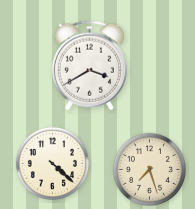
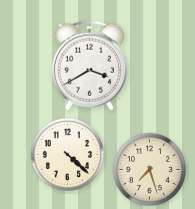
clock at (52, 163) position: (52, 163) -> (67, 154)
